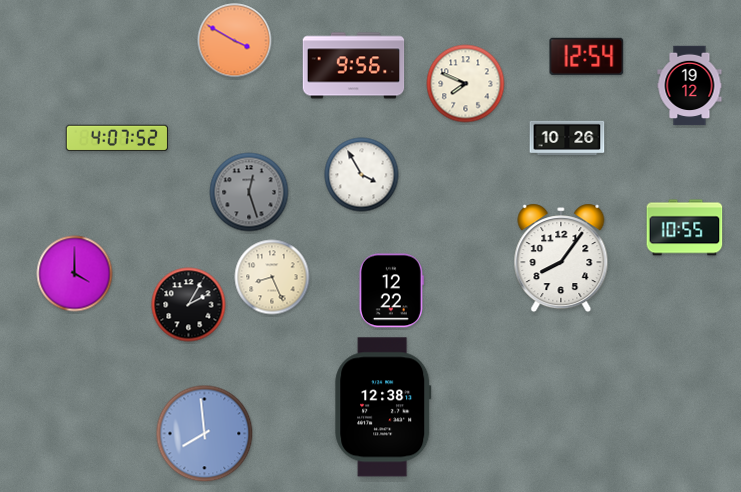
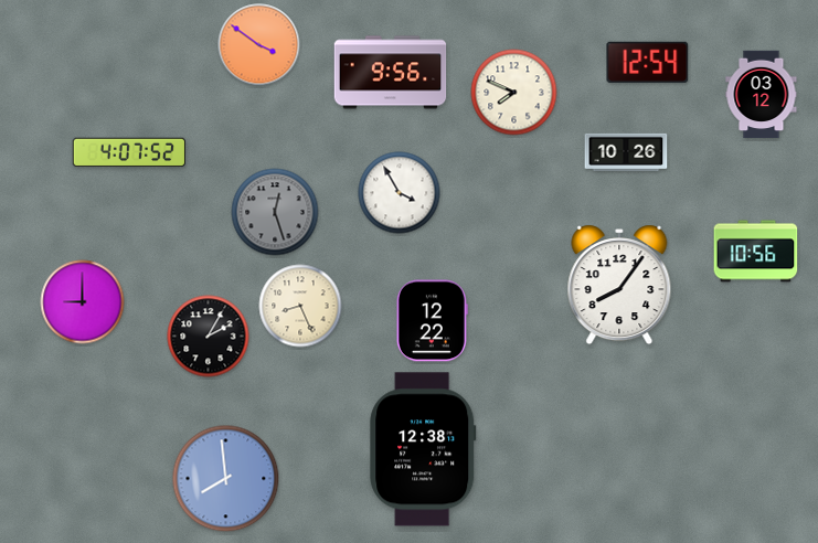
clock at (235, 41): 3:50 -> 3:51
clock at (690, 86): 19:12 -> 03:12
clock at (685, 228): 10:55 -> 10:56
clock at (75, 274): 4:00 -> 9:00
